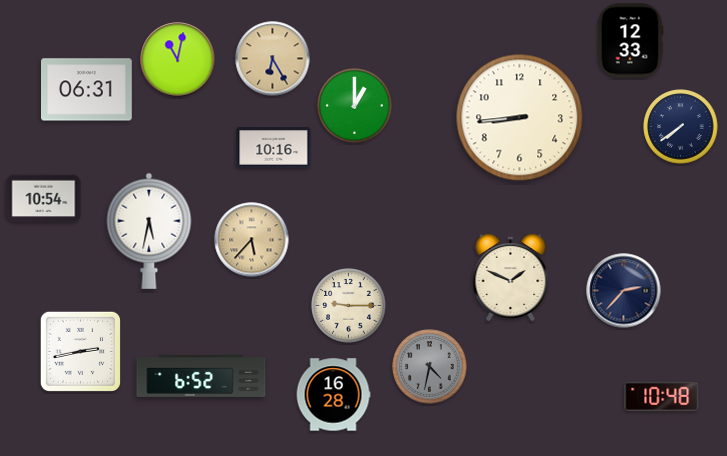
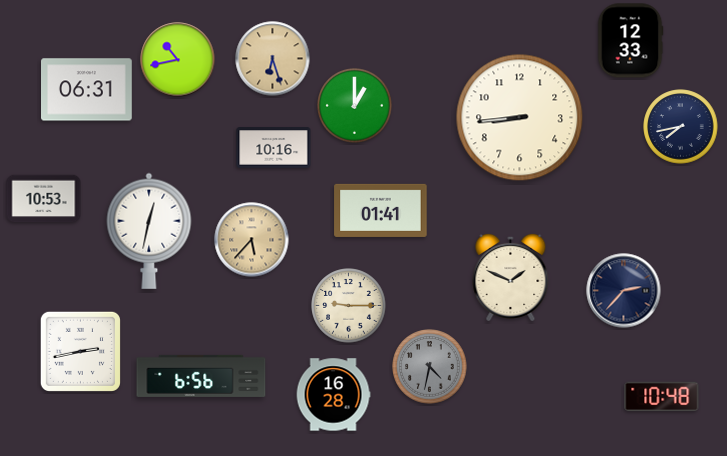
clock at (273, 59): 6:25 -> 6:27
clock at (178, 60): 11:02 -> 10:43
clock at (681, 127): 7:39 -> 7:43
clock at (44, 199): 10:54 -> 10:53
clock at (381, 210): none -> 01:41
clock at (149, 231): 5:32 -> 12:32
clock at (201, 376): 6:52 -> 6:56
